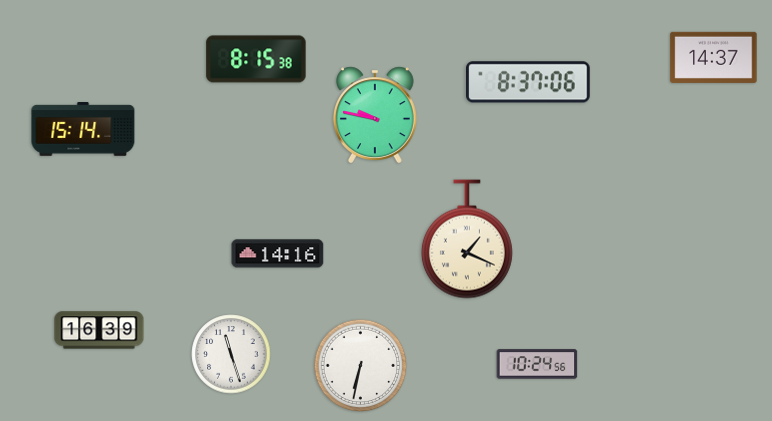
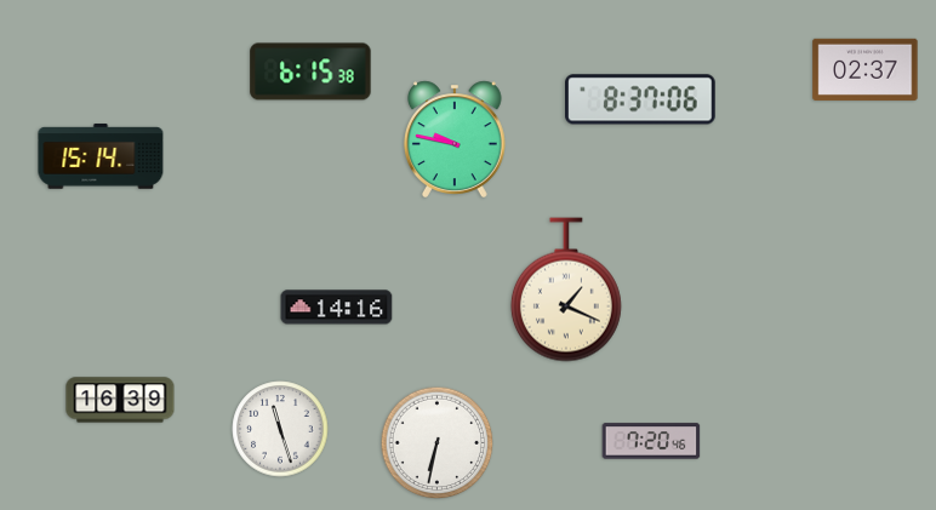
clock at (714, 57): 14:37 -> 02:37
clock at (256, 59): 8:15 -> 6:15
clock at (537, 364): 10:24 -> 7:20
